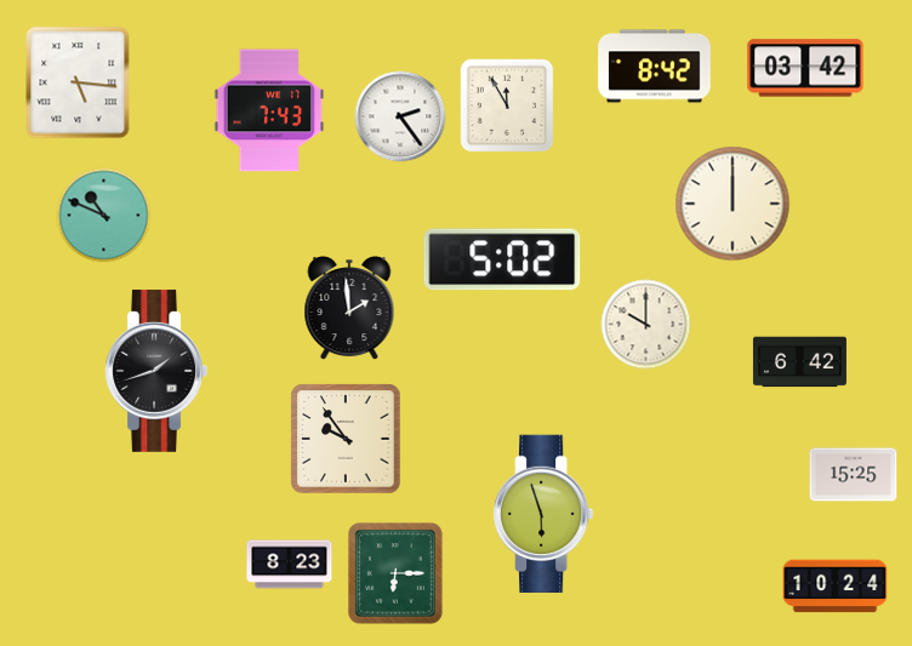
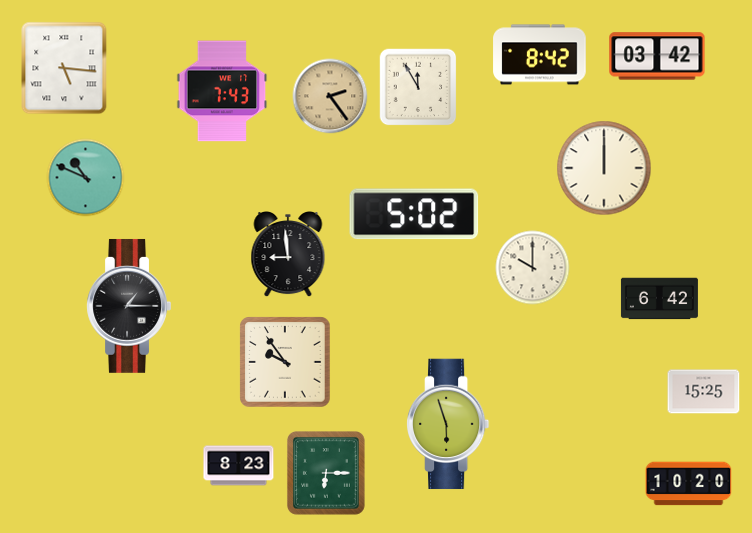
clock at (805, 68) position: (805, 68) -> (657, 56)
clock at (400, 116) dial: white -> champagne
clock at (349, 309): 1:59 -> 8:59
clock at (156, 371): 1:42 -> 1:15
clock at (836, 587): 10:24 -> 10:20
